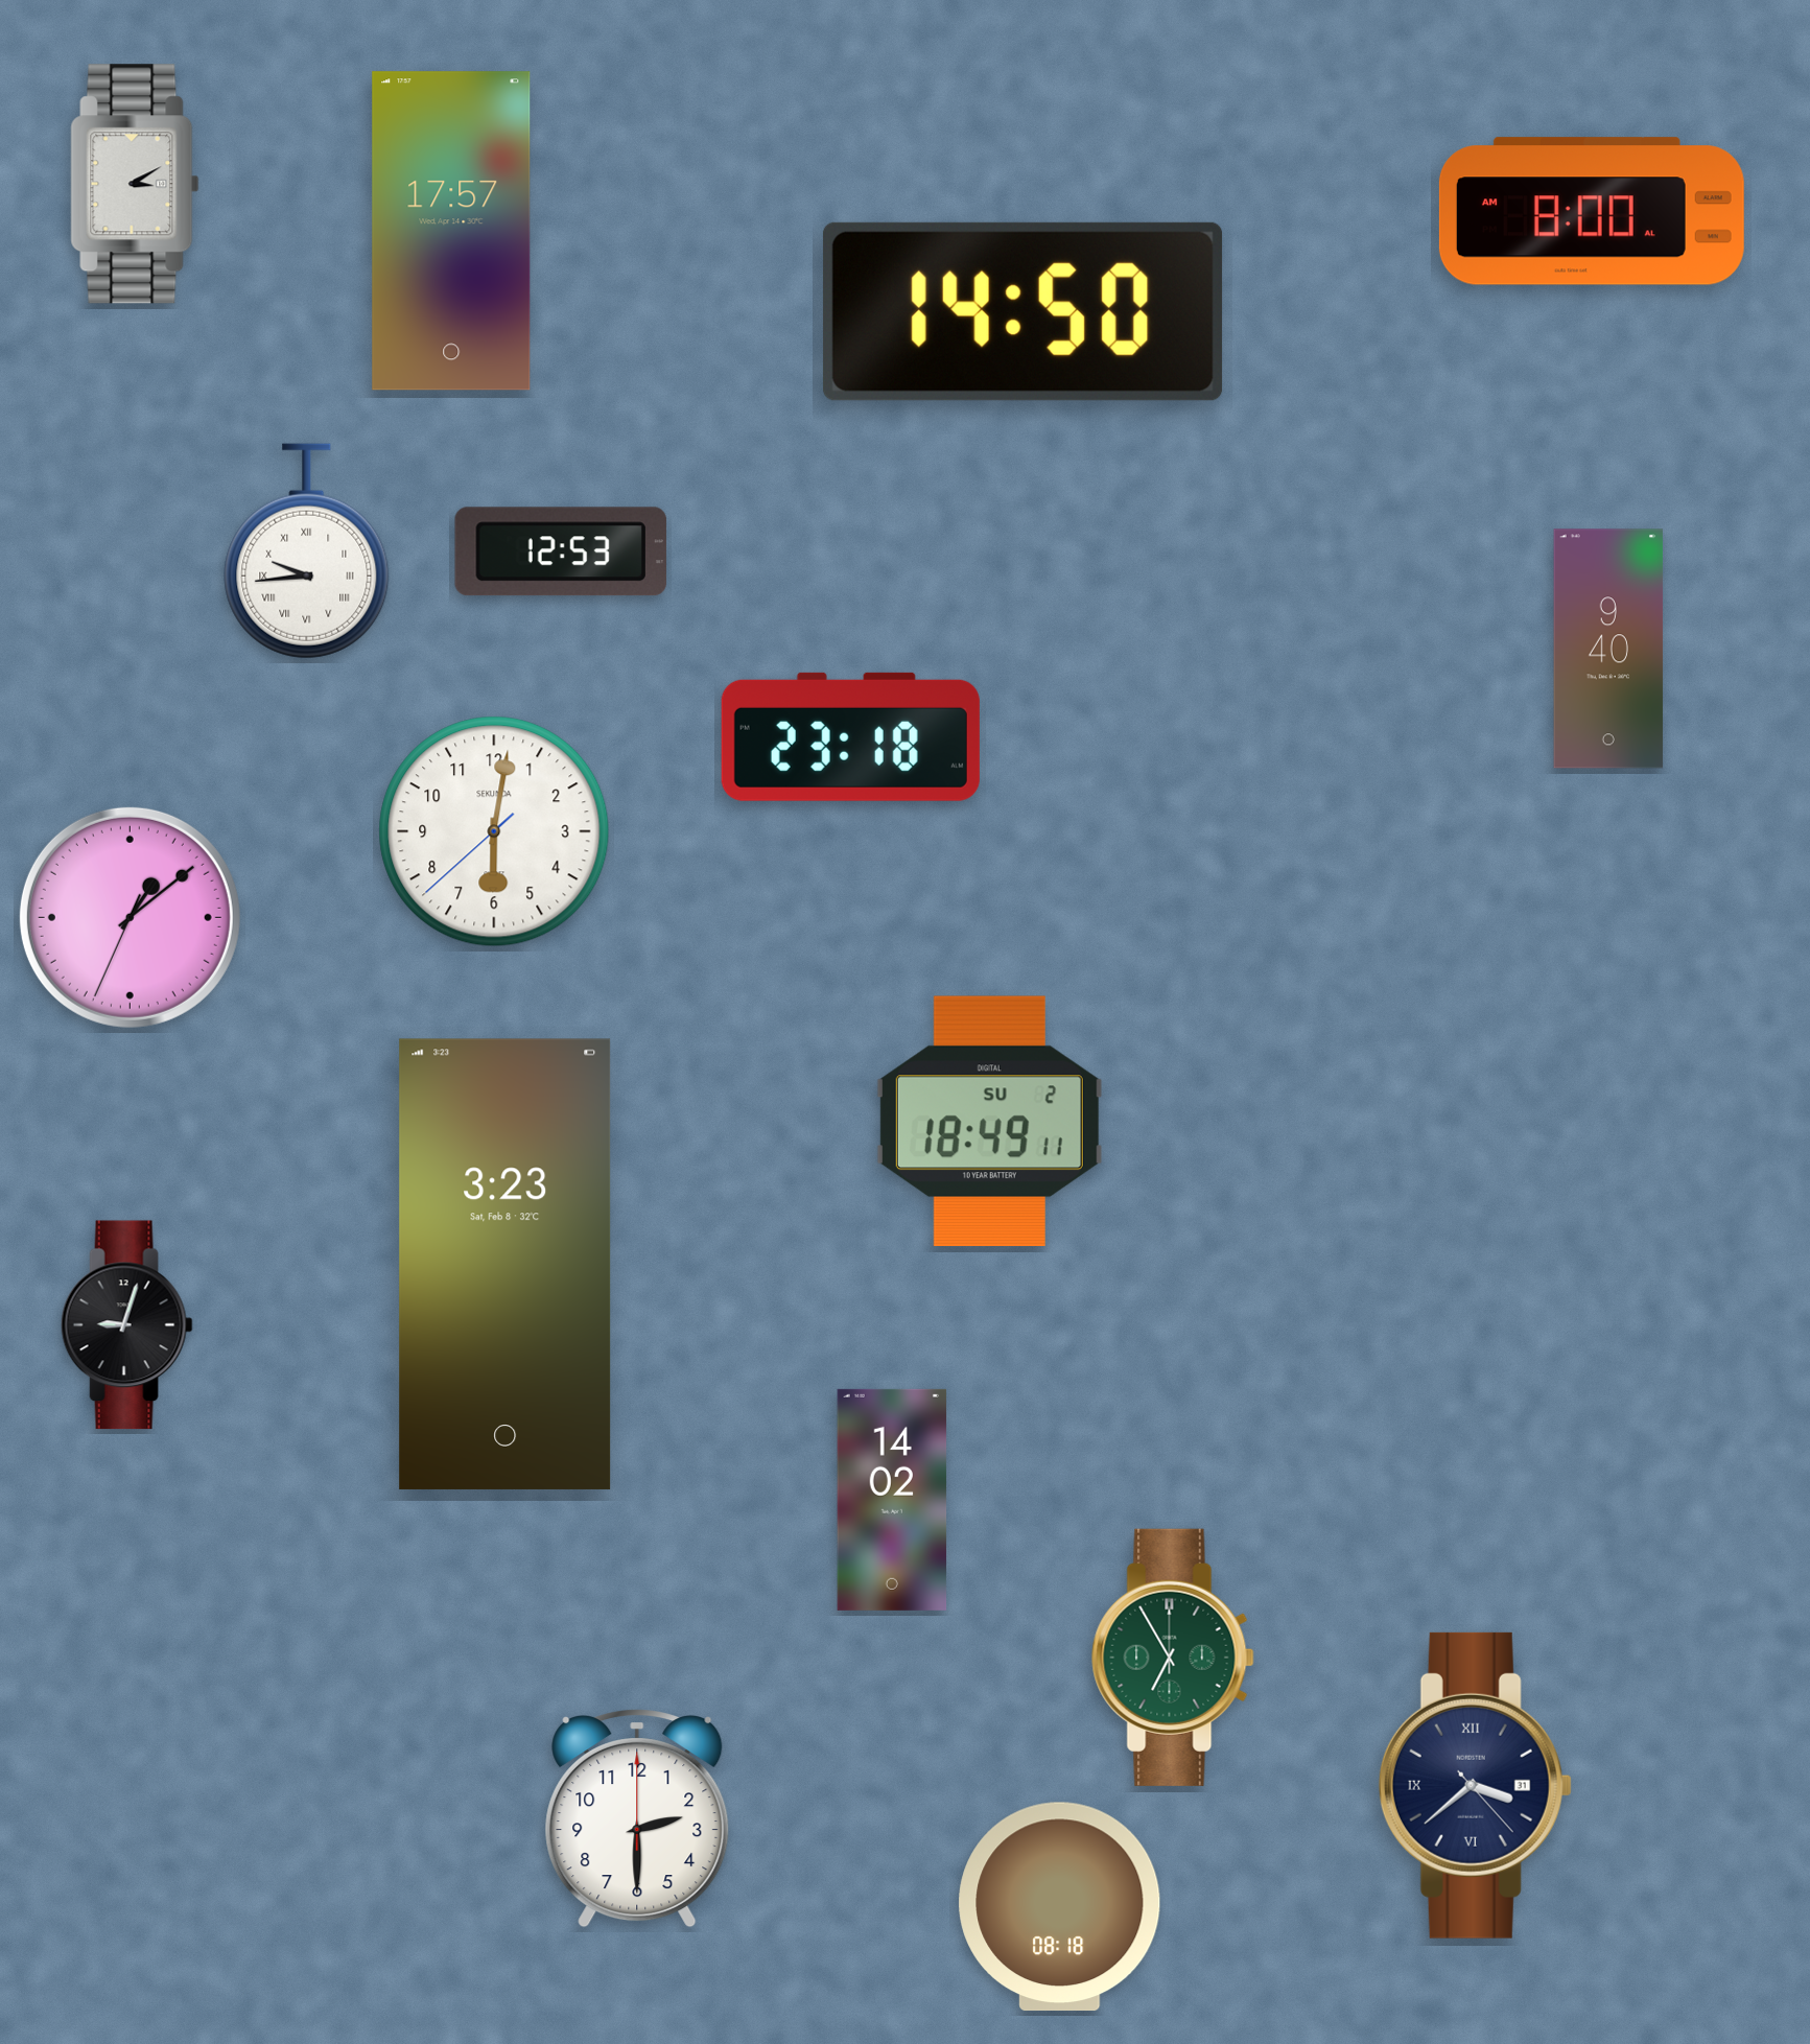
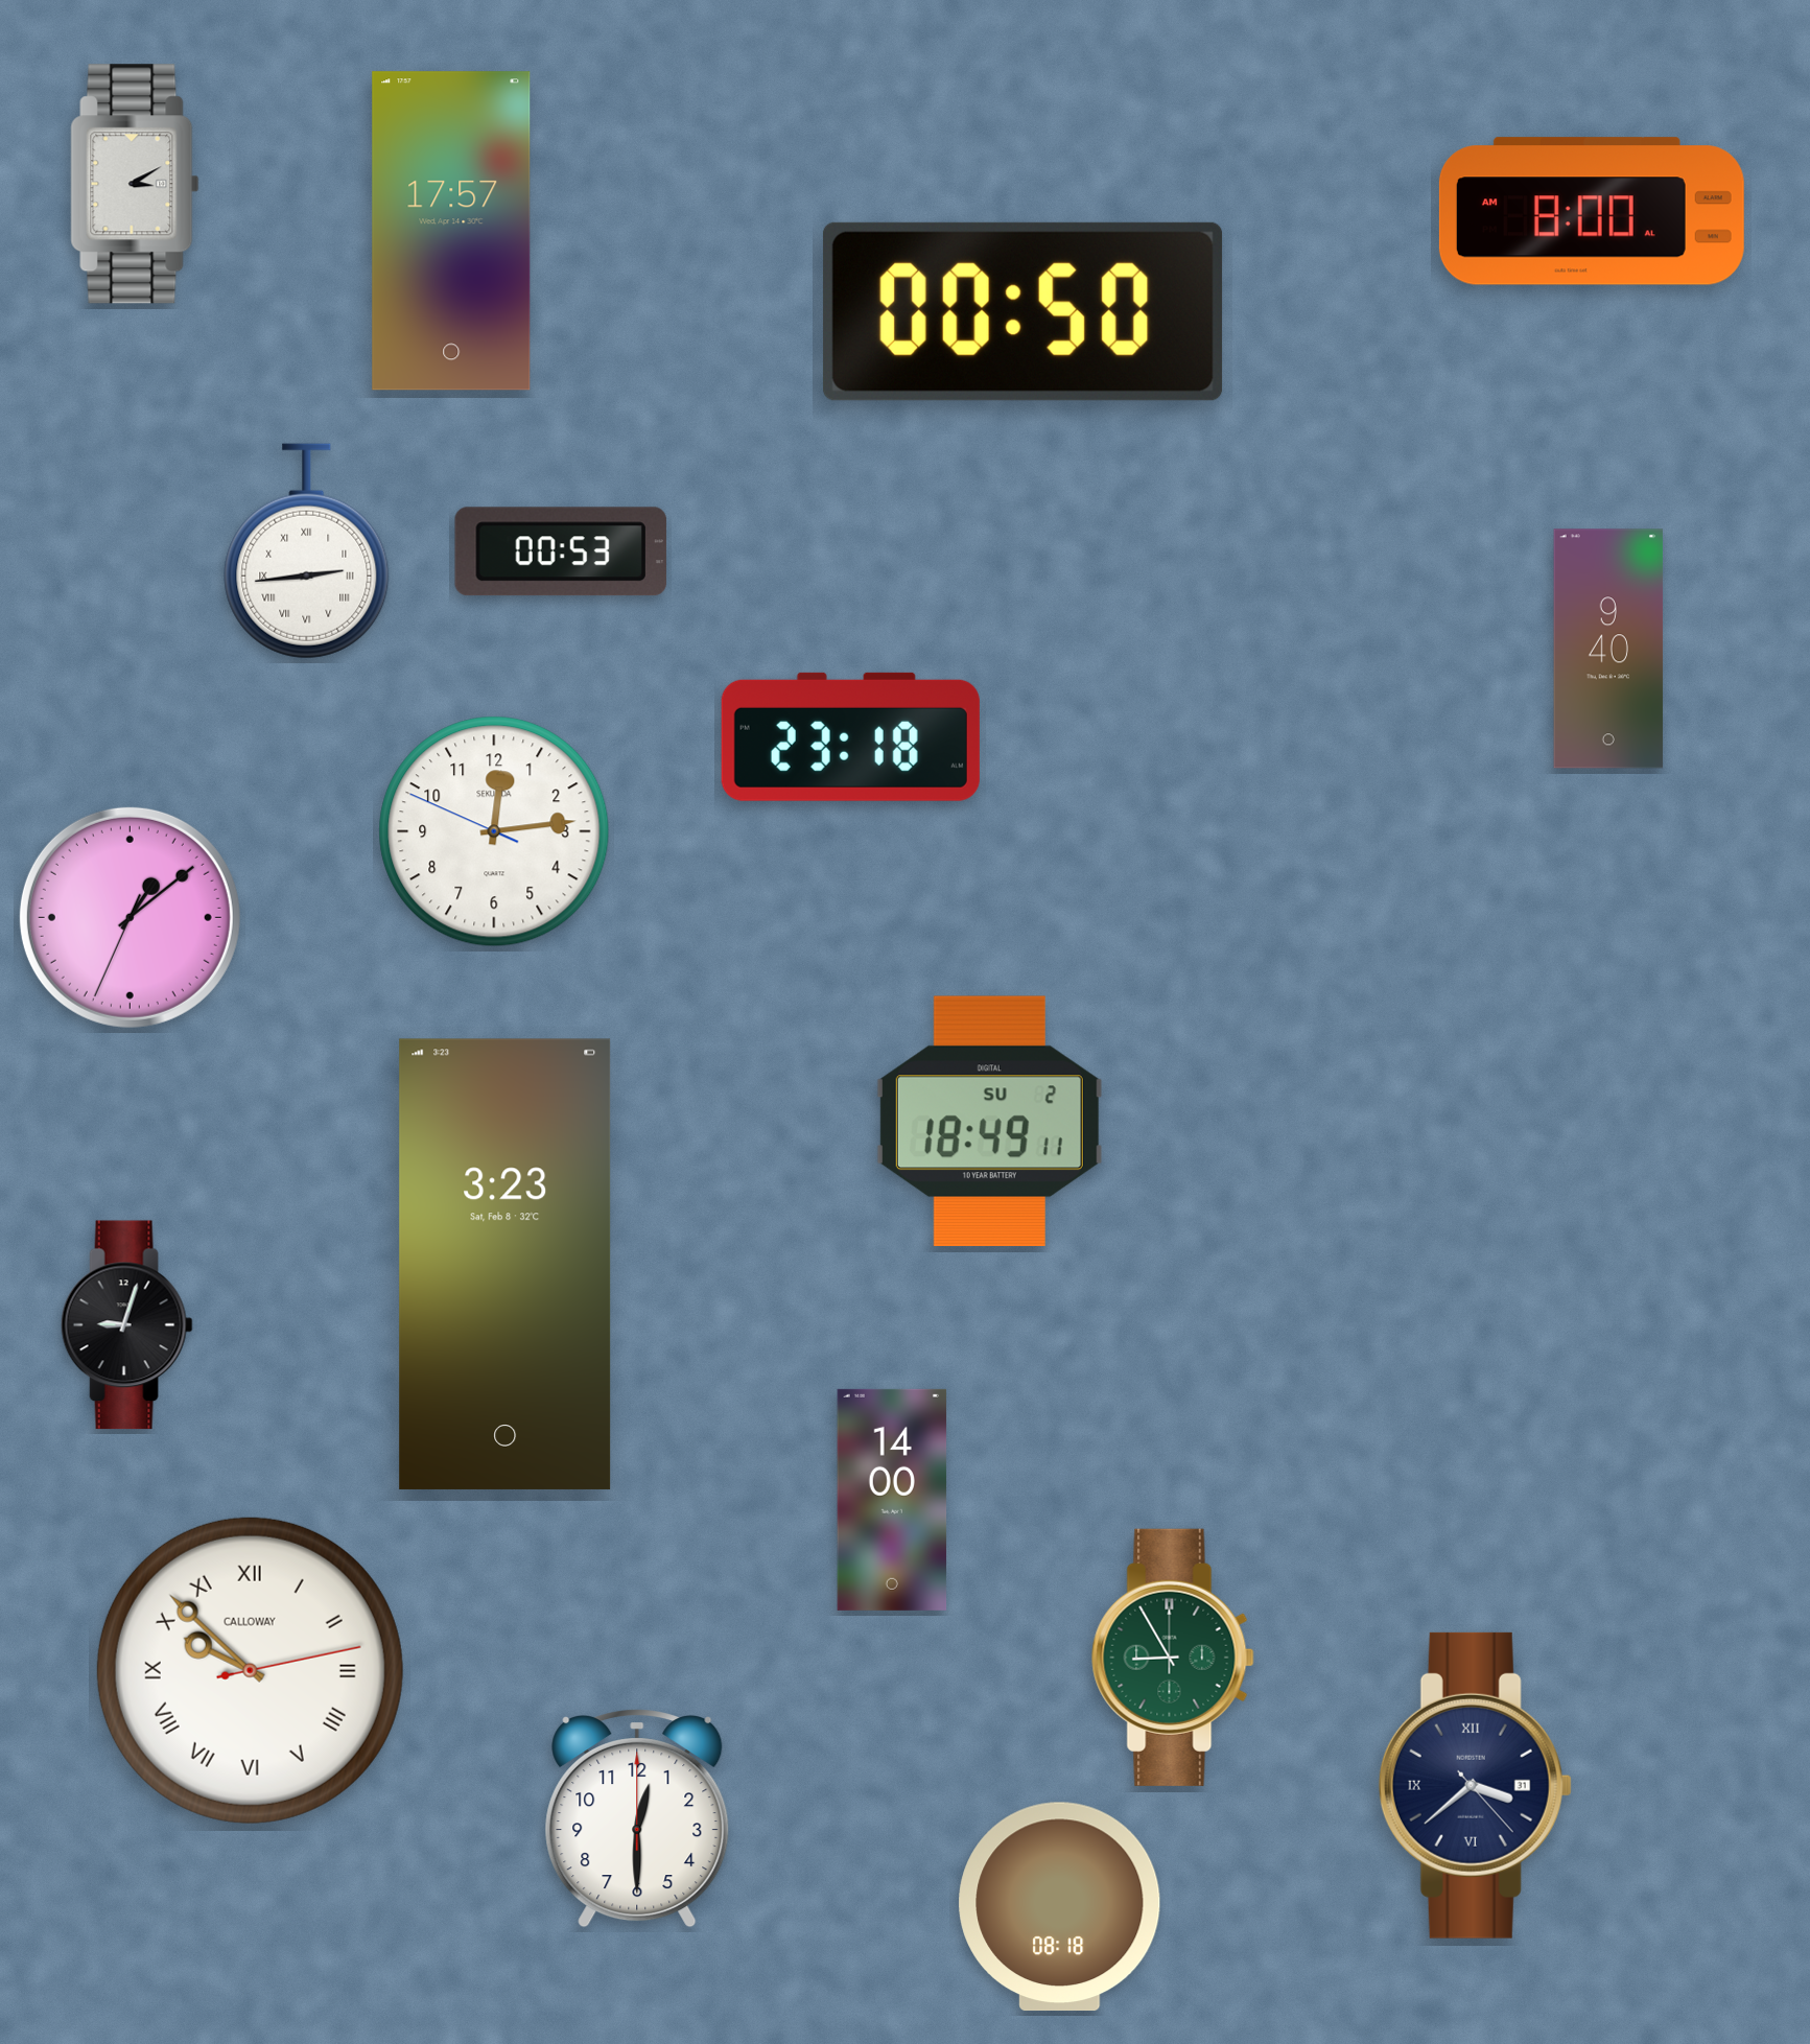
clock at (1022, 311): 14:50 -> 00:50
clock at (307, 551): 9:44 -> 2:44
clock at (561, 551): 12:53 -> 00:53
clock at (494, 831): 6:01 -> 12:13
clock at (892, 1500): 14:02 -> 14:00
clock at (1173, 1658): 6:55 -> 8:55
clock at (250, 1670): none -> 9:52
clock at (637, 1818): 2:30 -> 12:30
